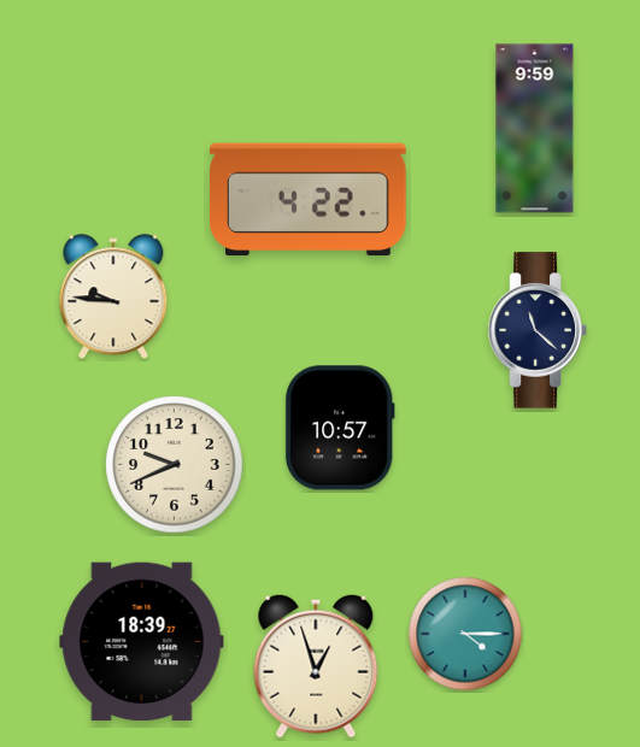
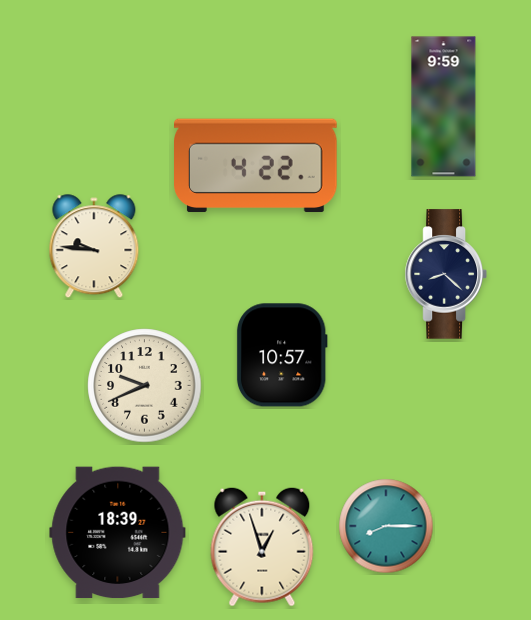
clock at (538, 330): 11:22 -> 8:22
clock at (465, 634): 4:15 -> 8:15
clock at (316, 666) position: (316, 666) -> (262, 547)
